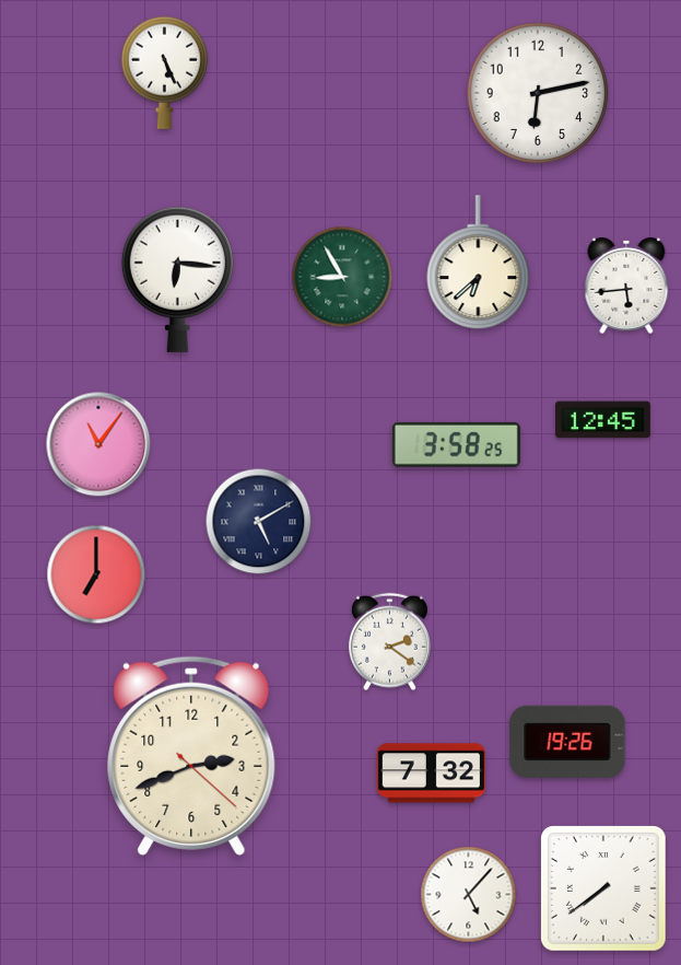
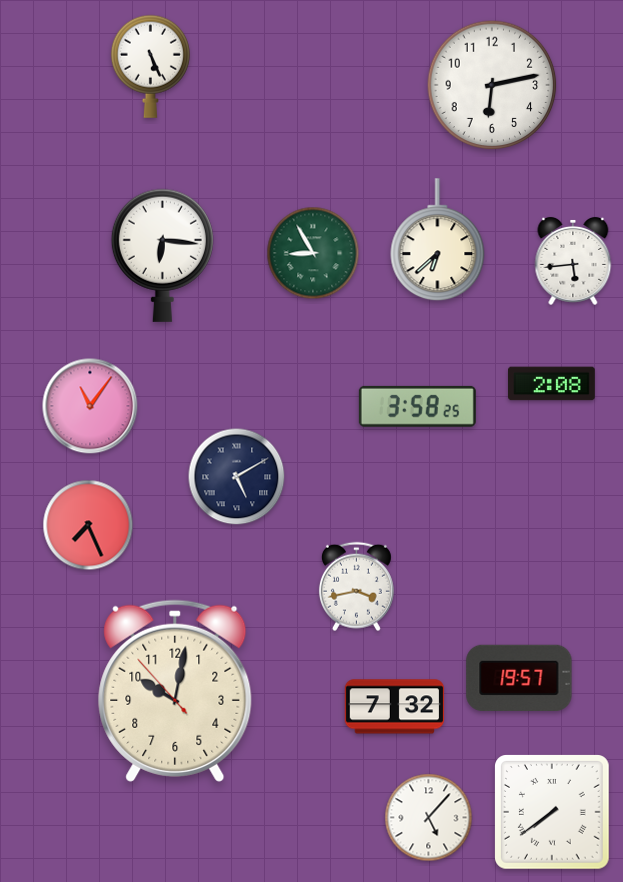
clock at (603, 420): 12:45 -> 2:08
clock at (96, 574): 7:00 -> 7:26
clock at (389, 642): 2:21 -> 3:43
clock at (567, 742): 19:26 -> 19:57
clock at (191, 756): 2:41 -> 10:01
